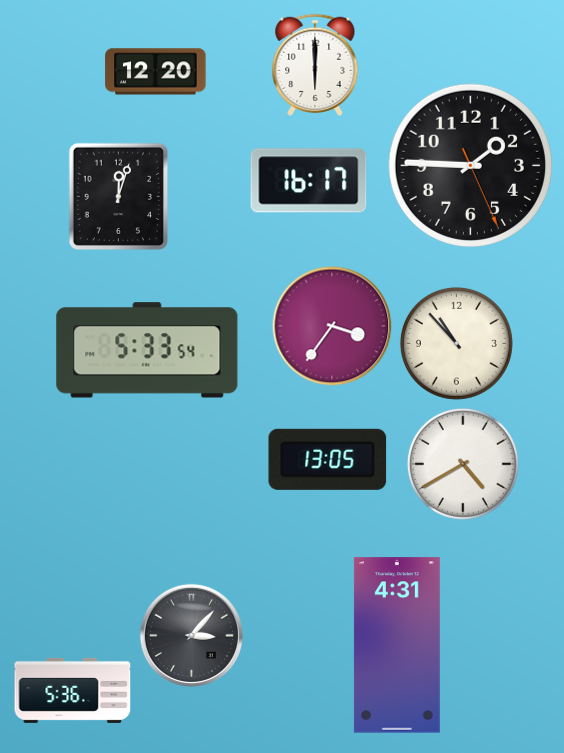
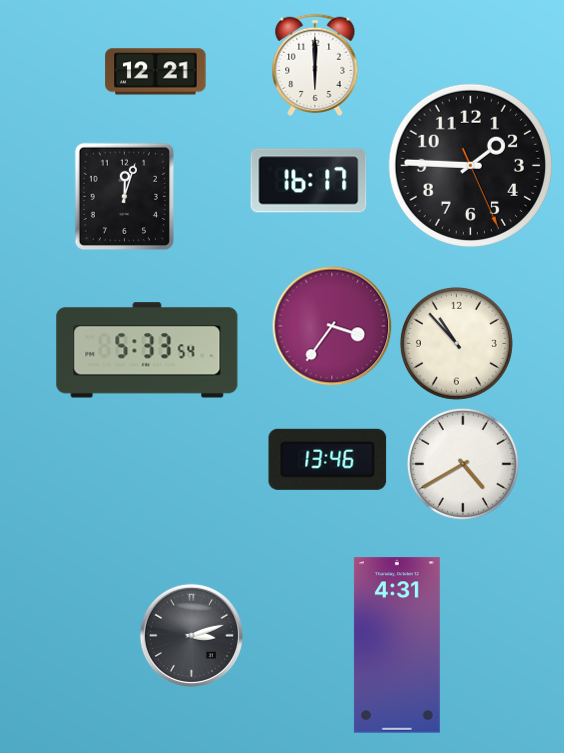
clock at (156, 72): 12:20 -> 12:21
clock at (119, 197) position: (119, 197) -> (125, 197)
clock at (328, 459): 13:05 -> 13:46
clock at (191, 635): 3:07 -> 3:12
clock at (73, 690): 5:36 -> none
